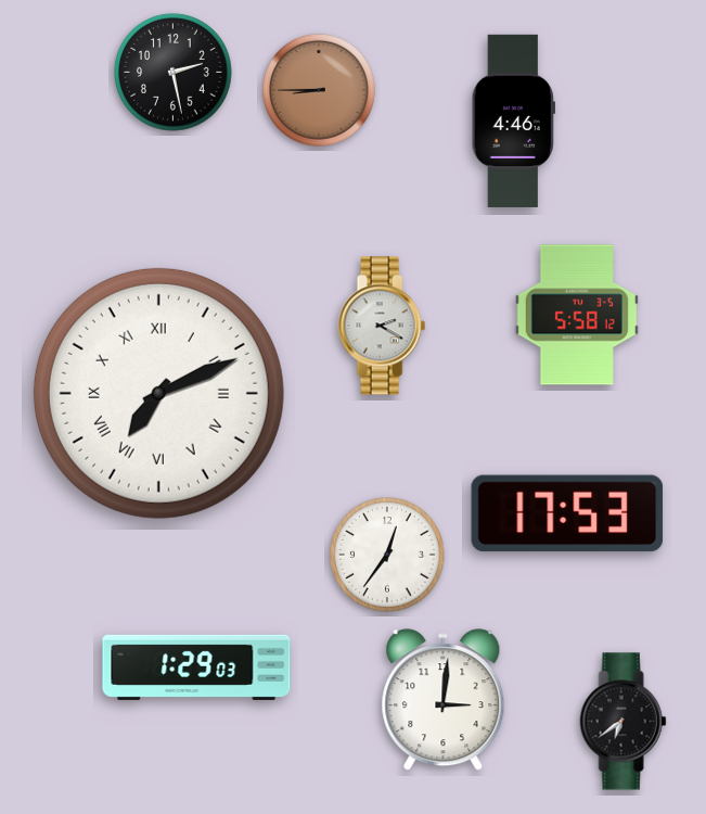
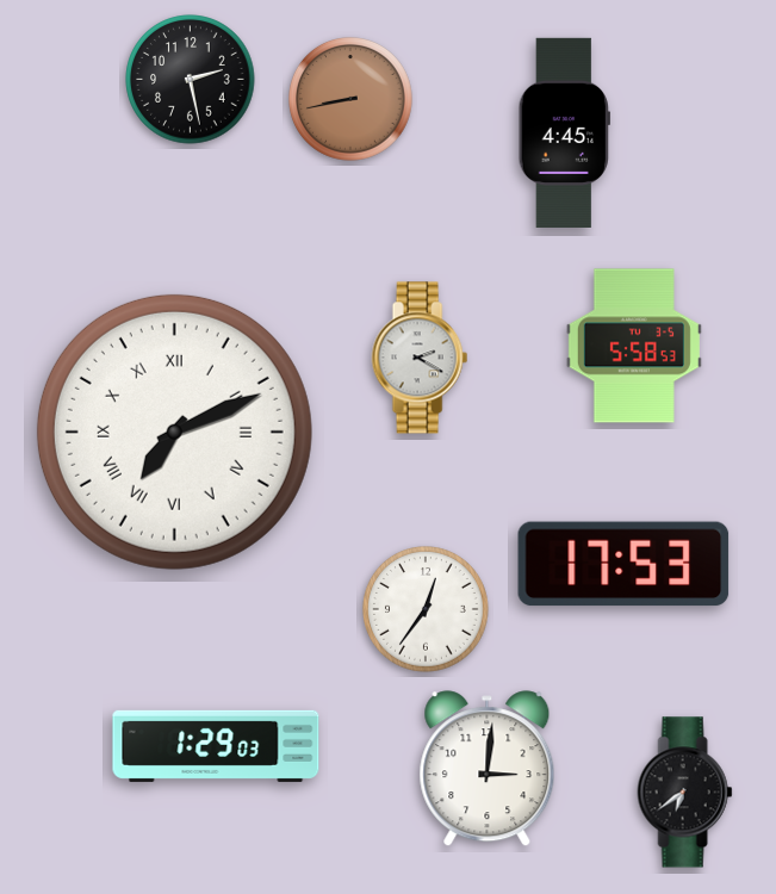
clock at (320, 91): 8:45 -> 8:43
clock at (513, 120): 4:46 -> 4:45
clock at (577, 315): 5:58:12 -> 5:58:53
clock at (196, 667) position: (196, 667) -> (216, 746)
